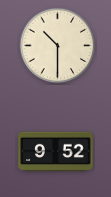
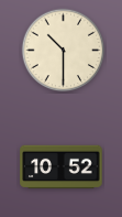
clock at (56, 152): 9:52 -> 10:52
